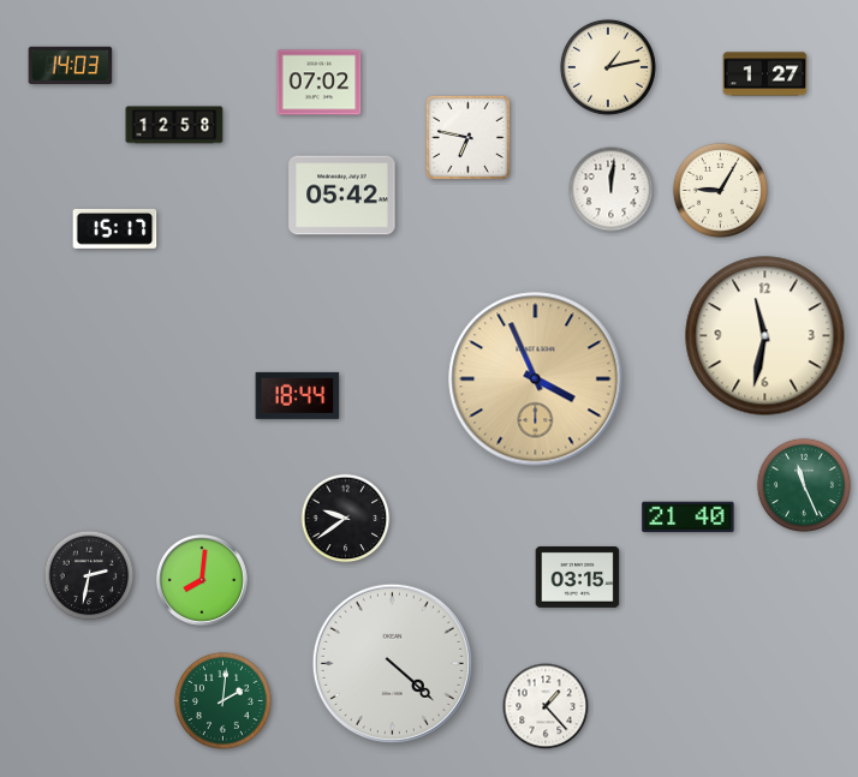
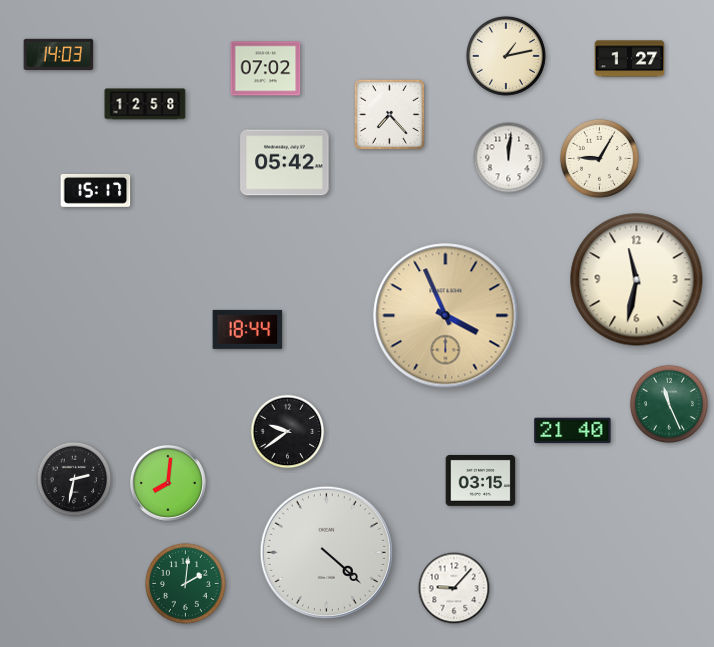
clock at (765, 74) position: (765, 74) -> (630, 59)
clock at (467, 137): 6:47 -> 7:23
clock at (546, 706): 1:23 -> 9:07
